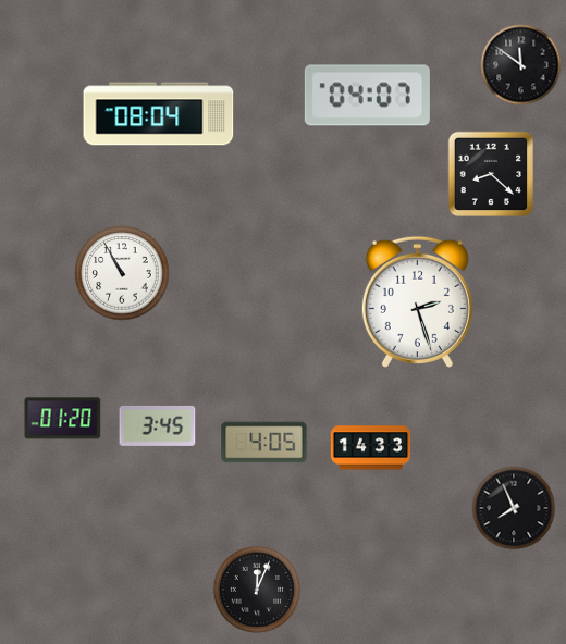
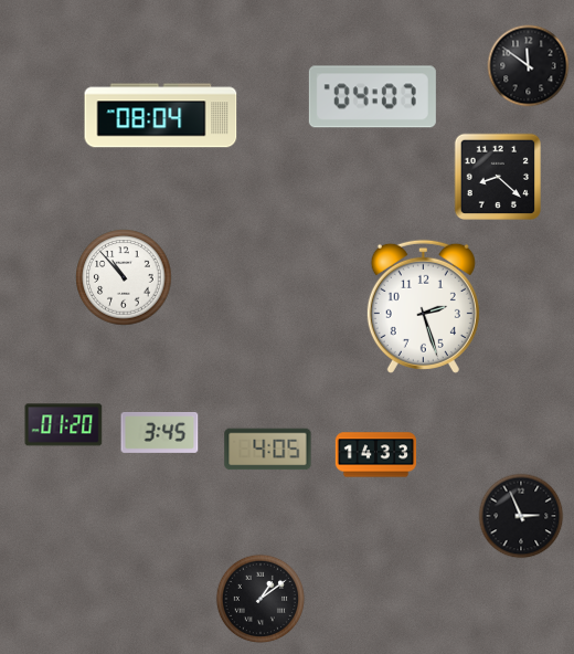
clock at (122, 273): 10:55 -> 10:53
clock at (514, 508): 7:56 -> 2:56
clock at (257, 590): 12:04 -> 1:09
